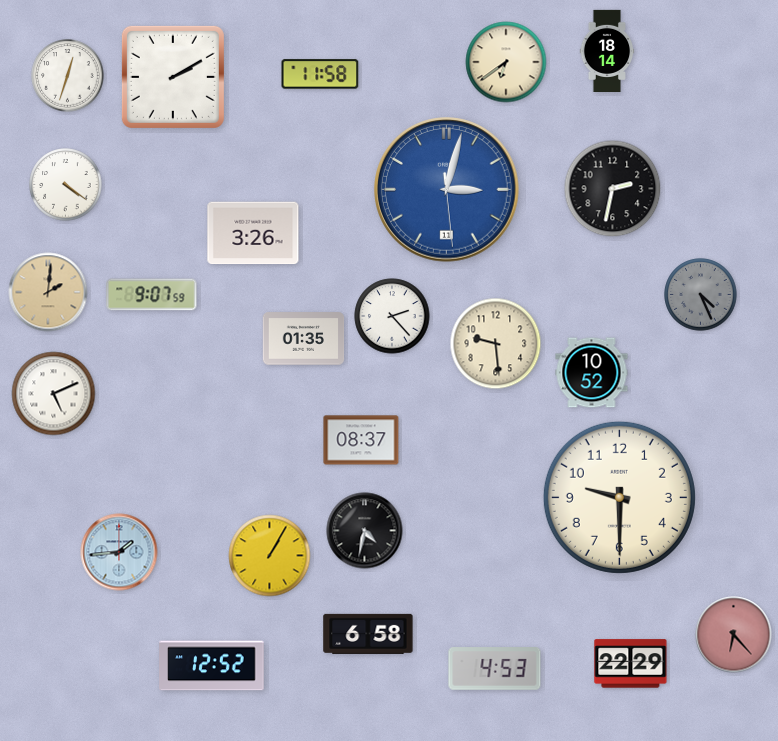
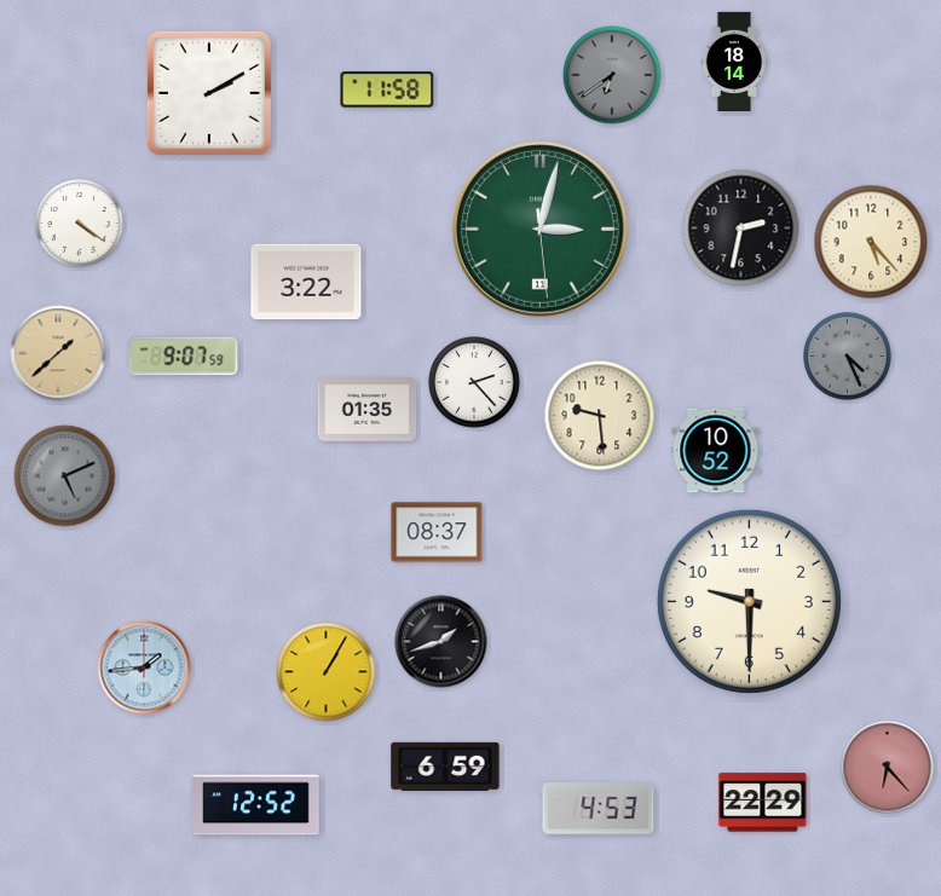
clock at (506, 62) dial: cream -> grey
clock at (68, 76): 12:33 -> none
clock at (447, 190) dial: blue -> green
clock at (871, 242): none -> 5:23
clock at (253, 233): 3:26 -> 3:22
clock at (48, 292): 2:01 -> 1:38
clock at (54, 394) dial: white -> grey
clock at (365, 531): 4:32 -> 1:42
clock at (368, 634): 6:58 -> 6:59
